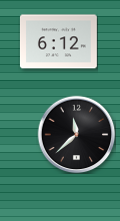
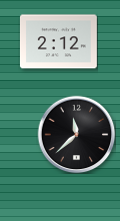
clock at (58, 42): 6:12 -> 2:12
